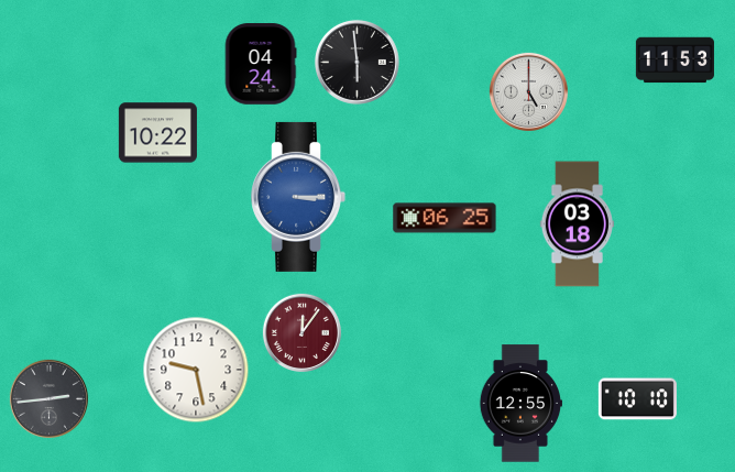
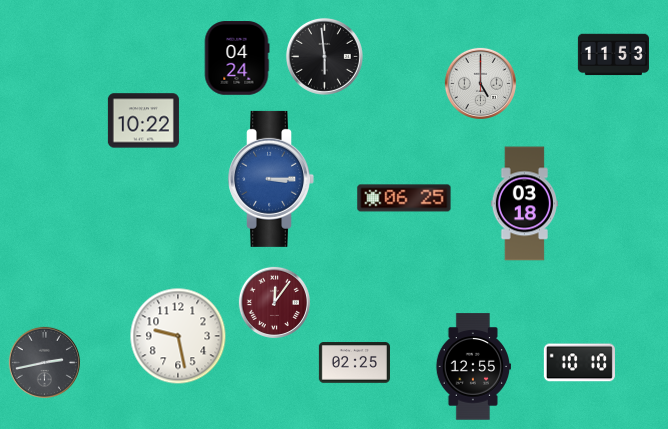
clock at (48, 398): 2:44 -> 2:43
clock at (354, 363): none -> 02:25
